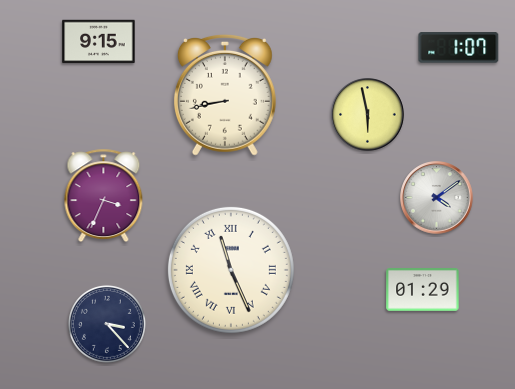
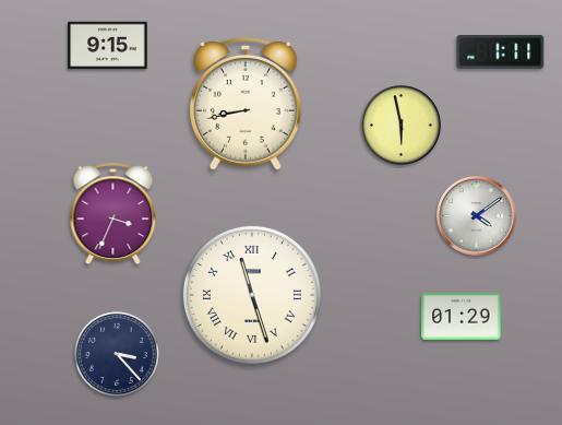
clock at (459, 48): 1:07 -> 1:11
clock at (231, 270): 11:26 -> 11:27
